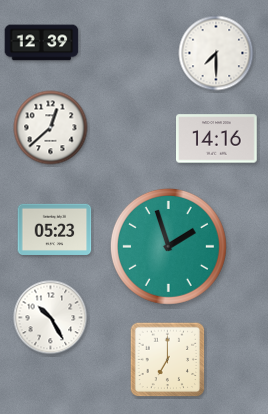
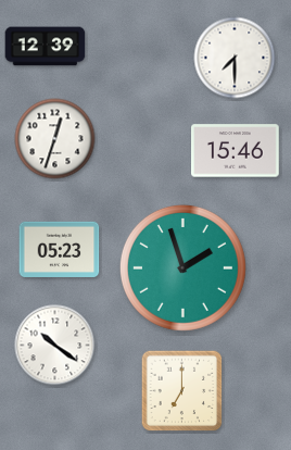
clock at (51, 128): 12:38 -> 12:33
clock at (217, 139): 14:16 -> 15:46
clock at (51, 318): 10:25 -> 10:21
